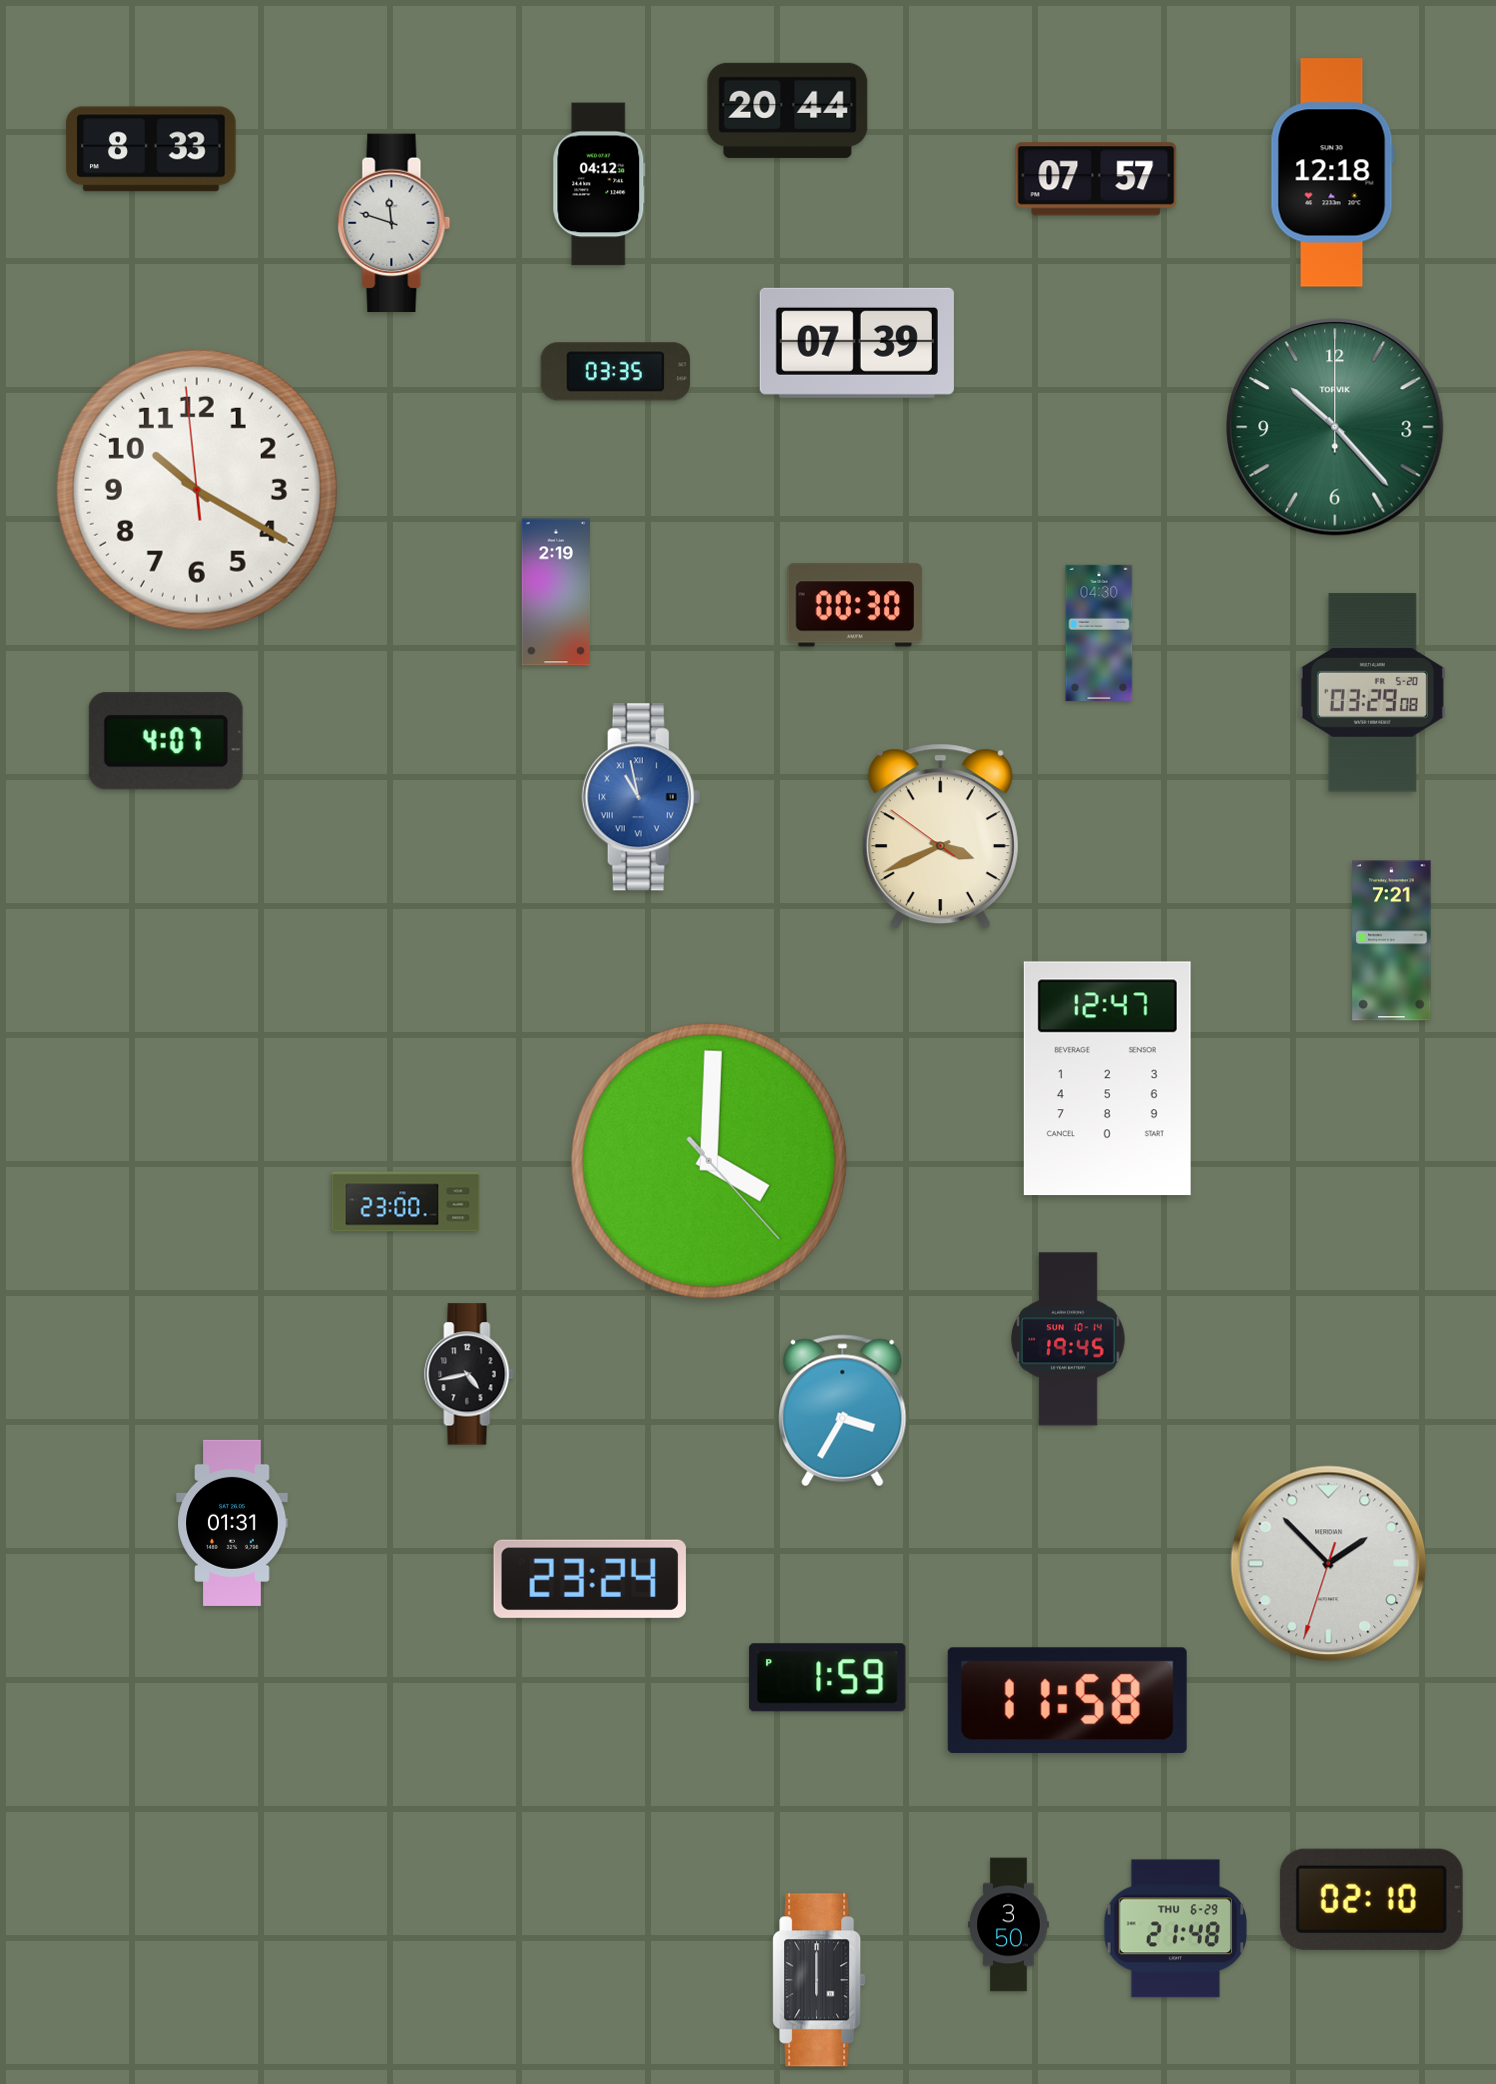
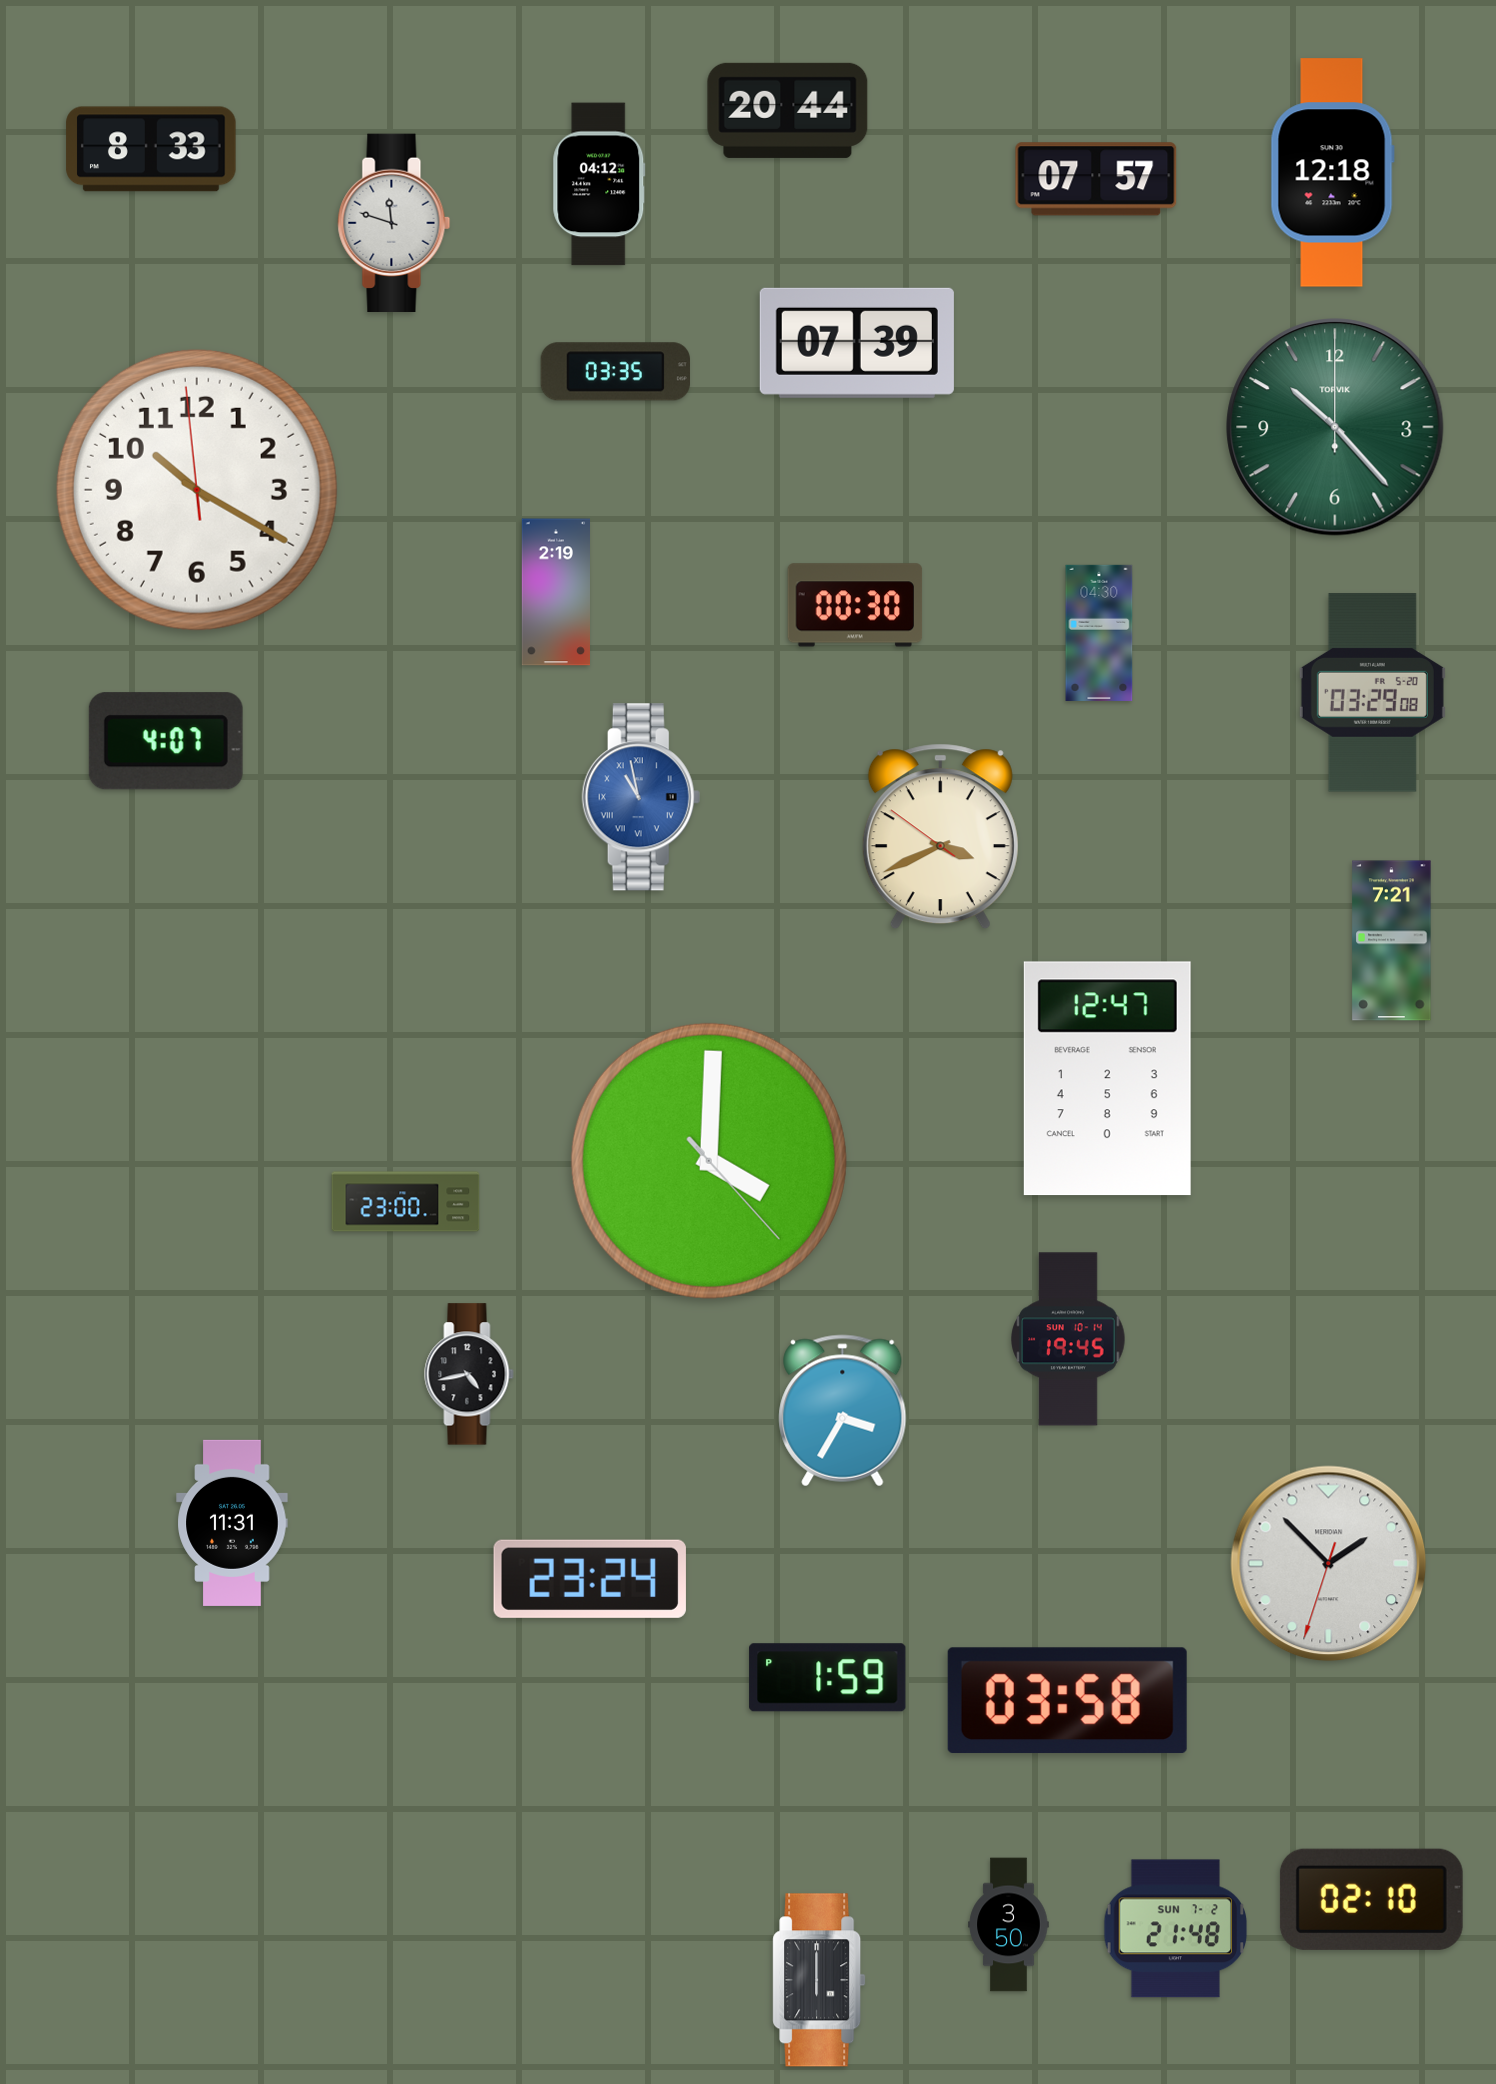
clock at (232, 1523): 01:31 -> 11:31
clock at (1067, 1701): 11:58 -> 03:58
clock at (1176, 1929) date: THU 6-29 -> SUN 7-2
